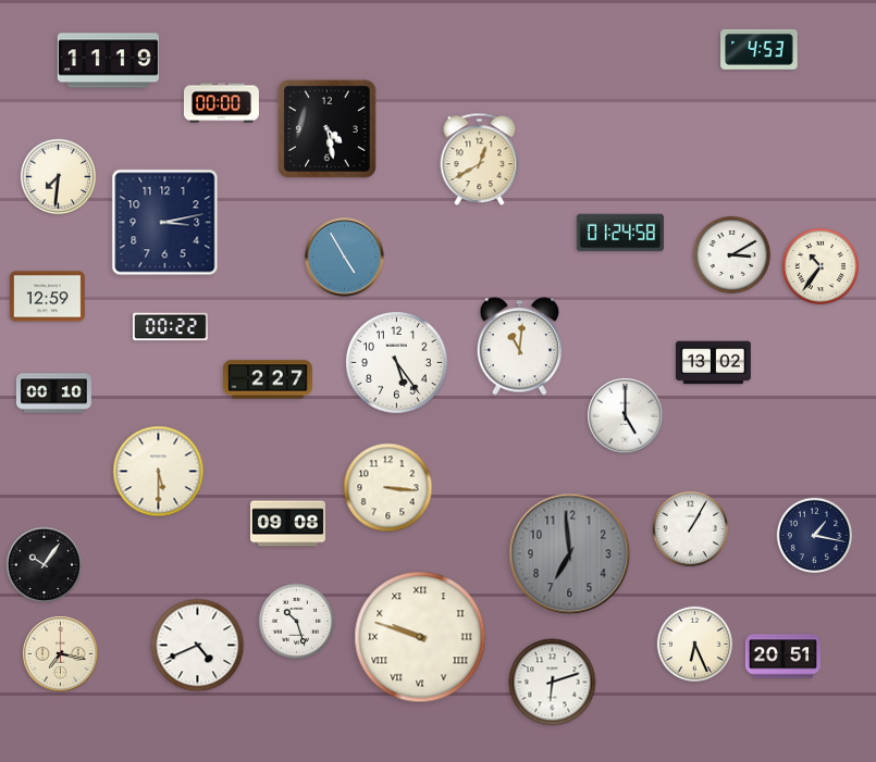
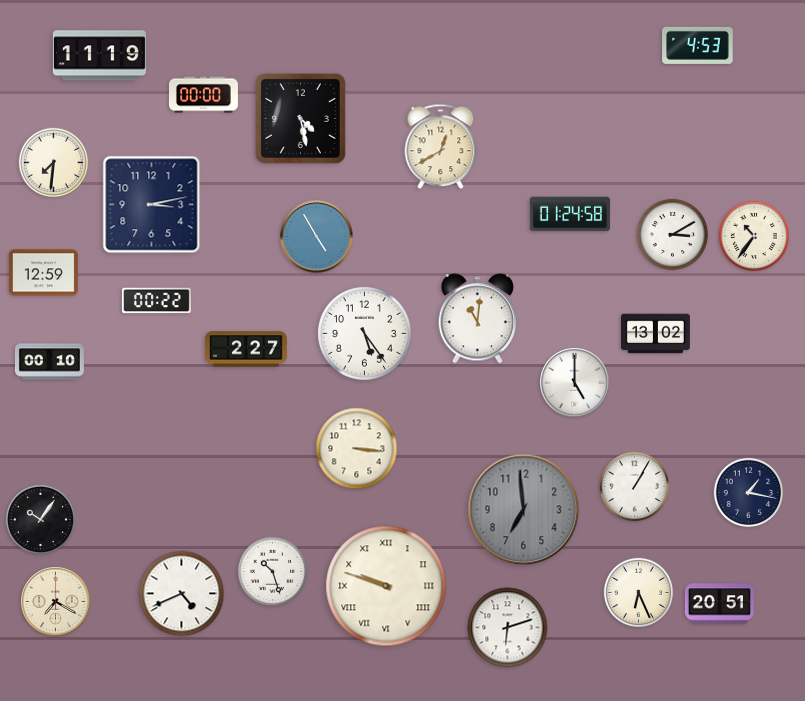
clock at (819, 265) position: (819, 265) -> (753, 235)
clock at (159, 472): 5:30 -> none
clock at (287, 524): 09:08 -> none
clock at (61, 654): 7:17 -> 7:20
